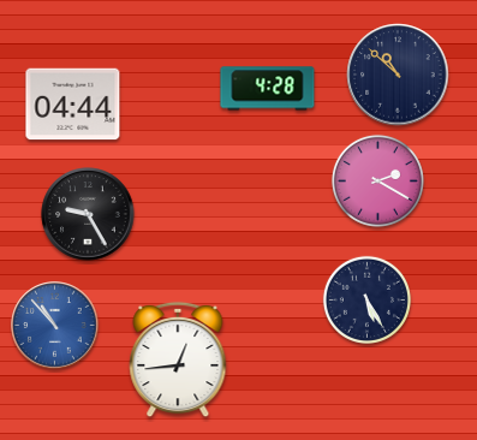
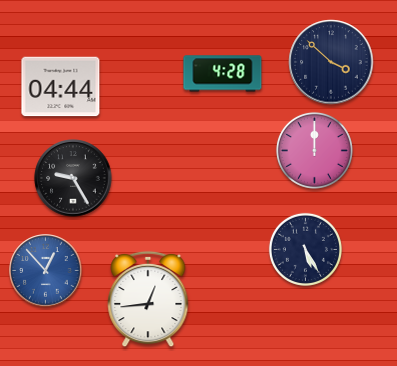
clock at (398, 75): 10:52 -> 3:52
clock at (377, 180): 2:20 -> 12:00
clock at (55, 326): 10:53 -> 12:53
